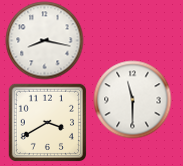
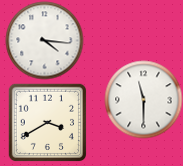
clock at (44, 40): 8:17 -> 4:16
clock at (132, 99) position: (132, 99) -> (143, 99)
